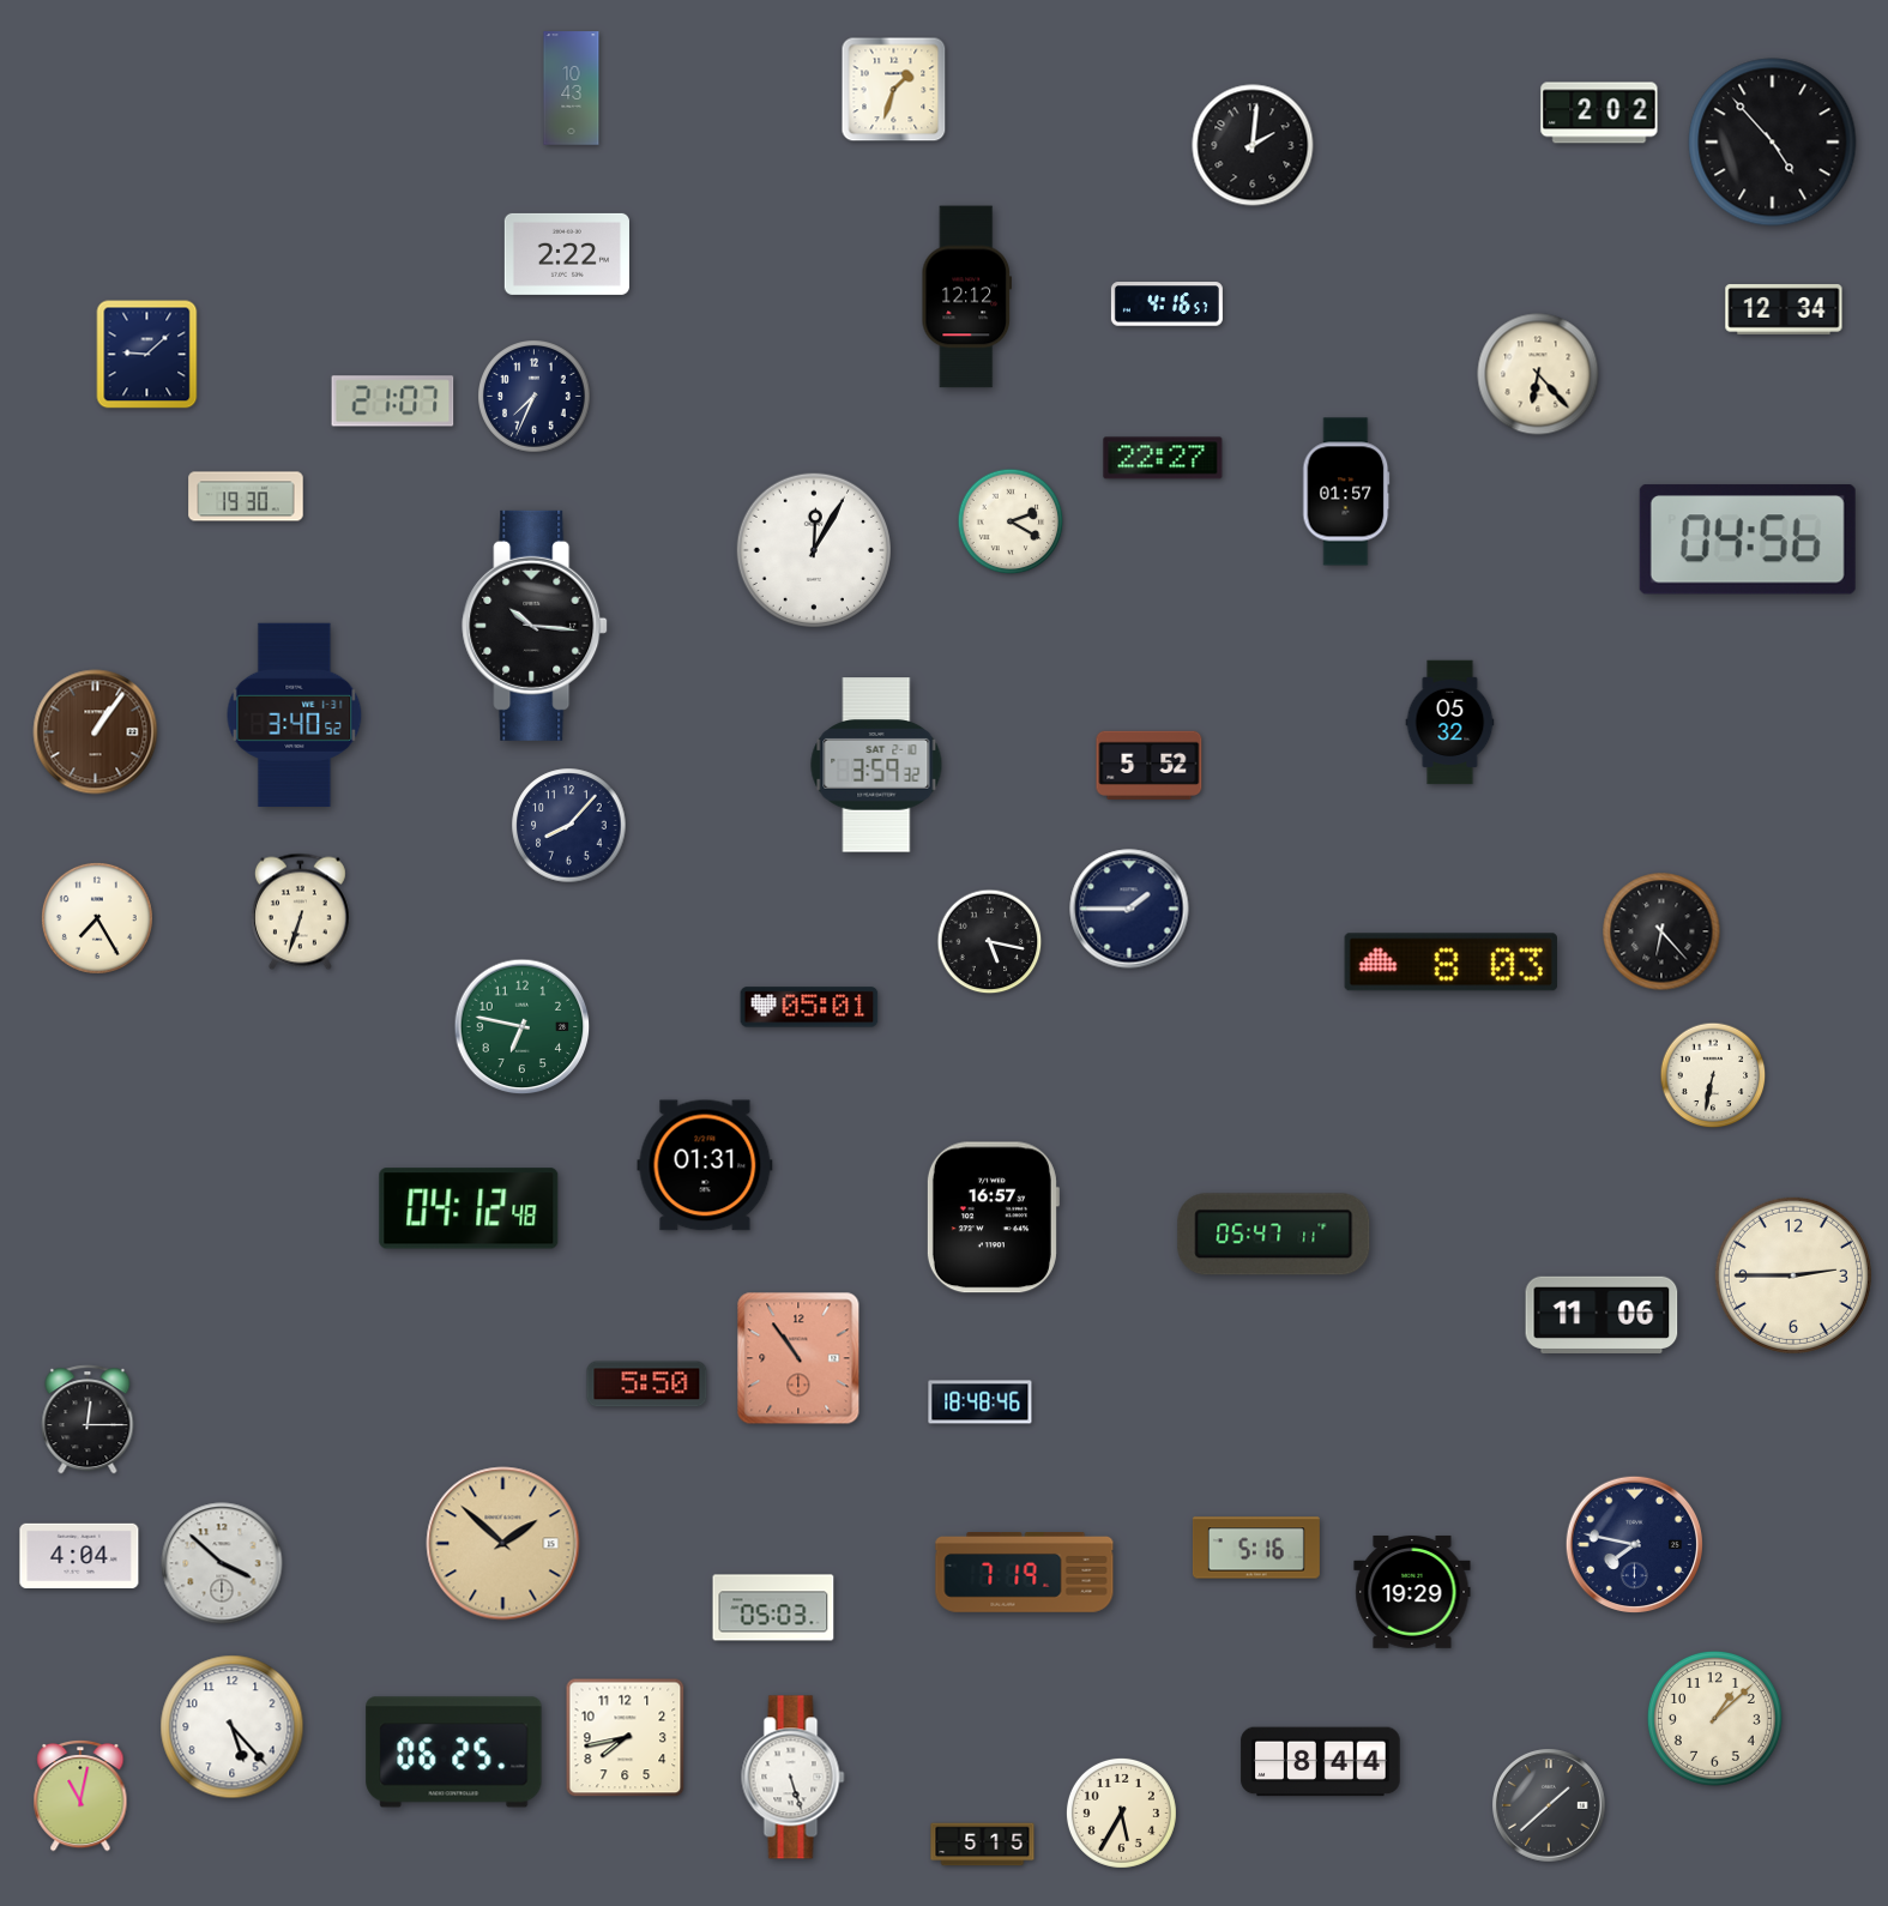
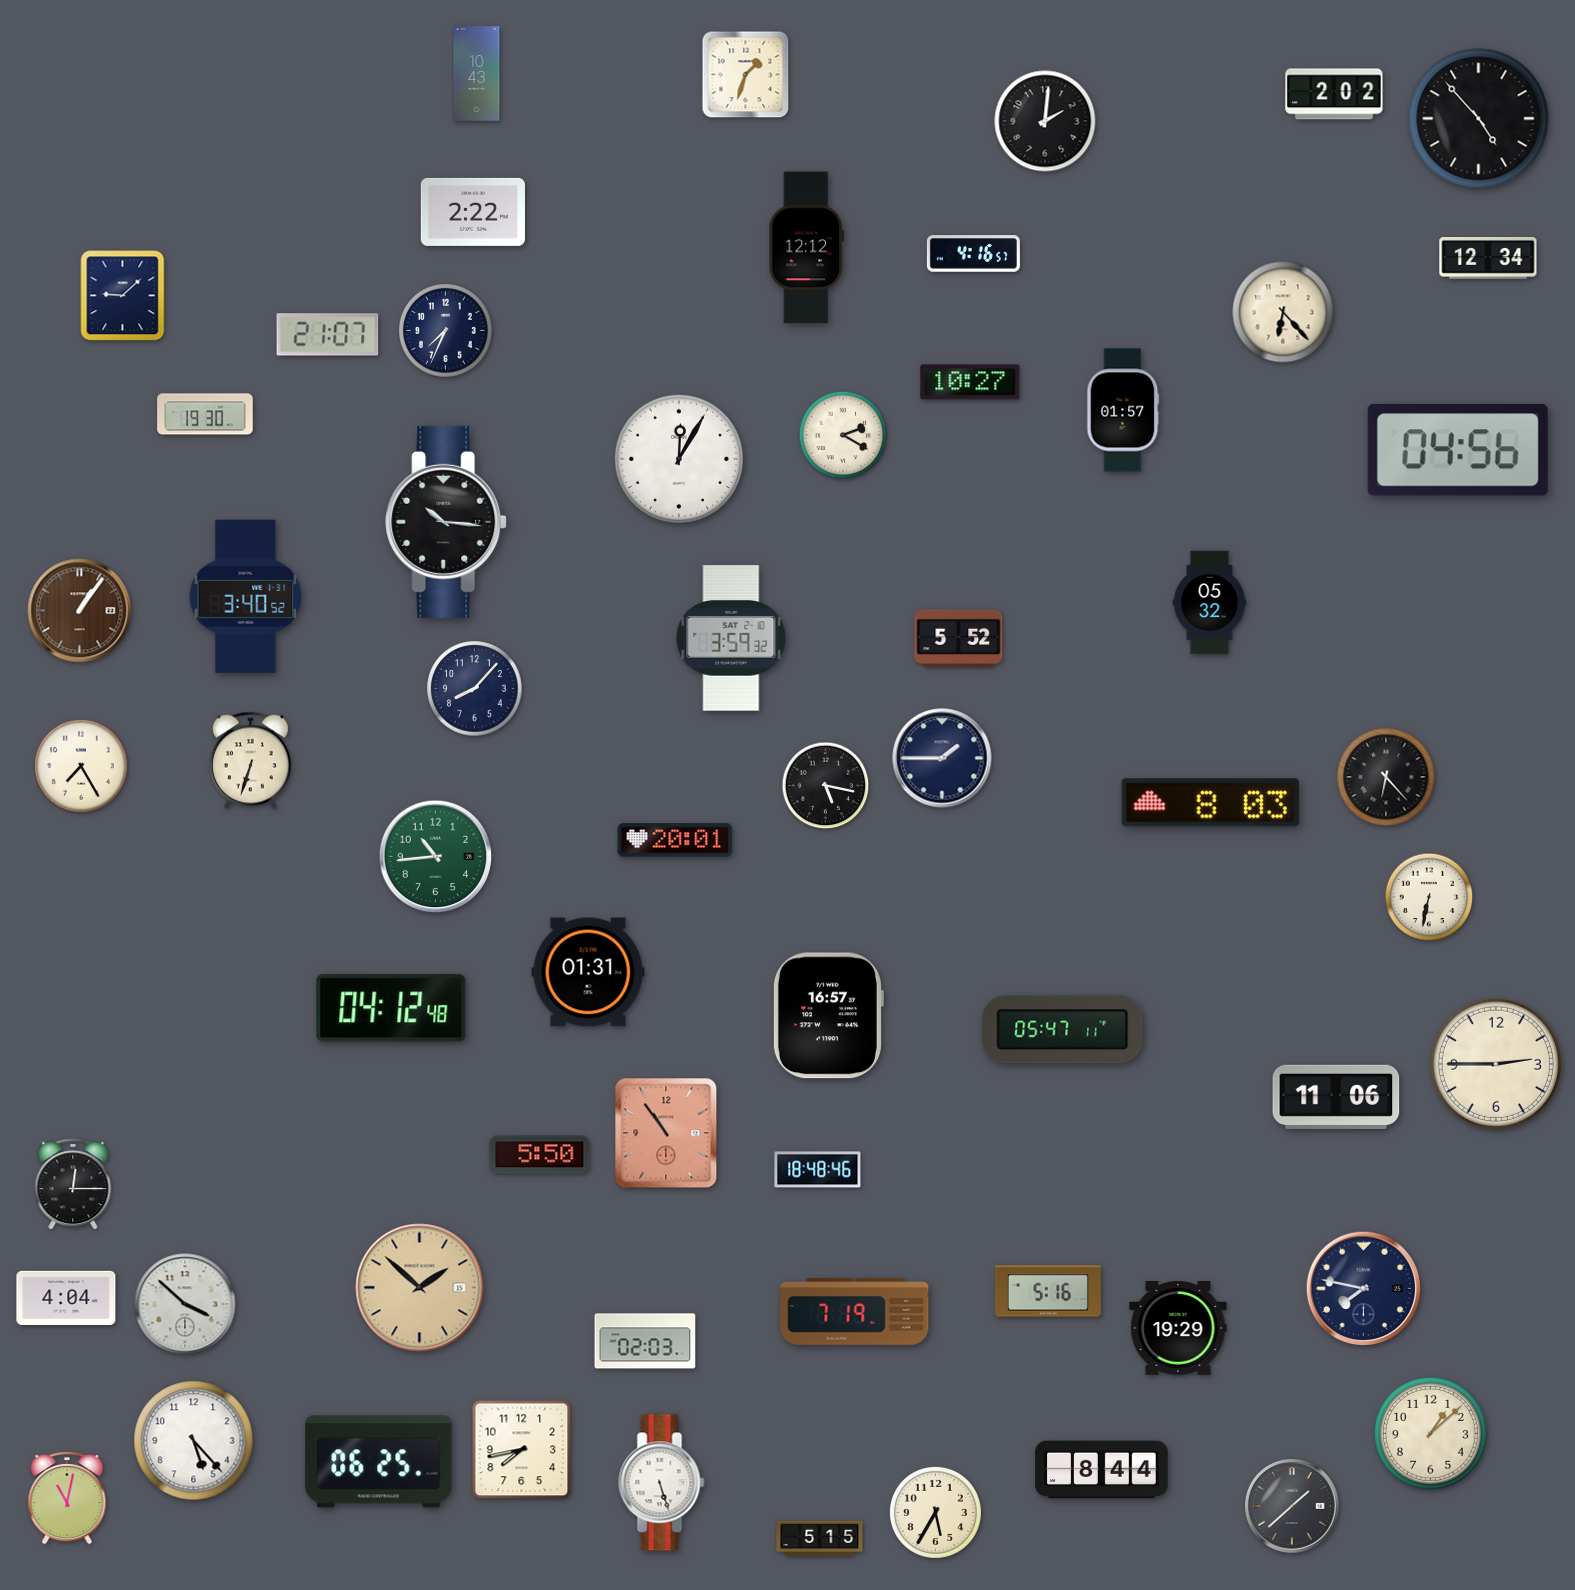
clock at (1163, 458): 22:27 -> 10:27
clock at (809, 1007): 05:01 -> 20:01
clock at (523, 1027): 6:47 -> 10:44
clock at (773, 1608): 05:03 -> 02:03
